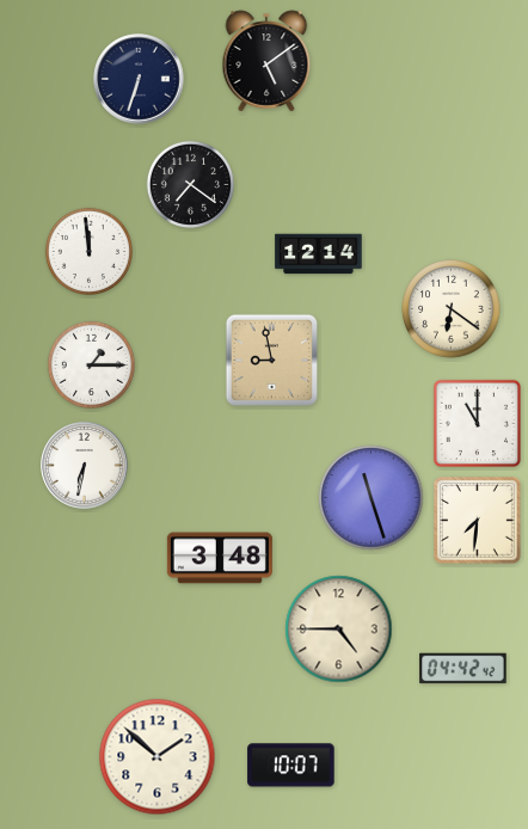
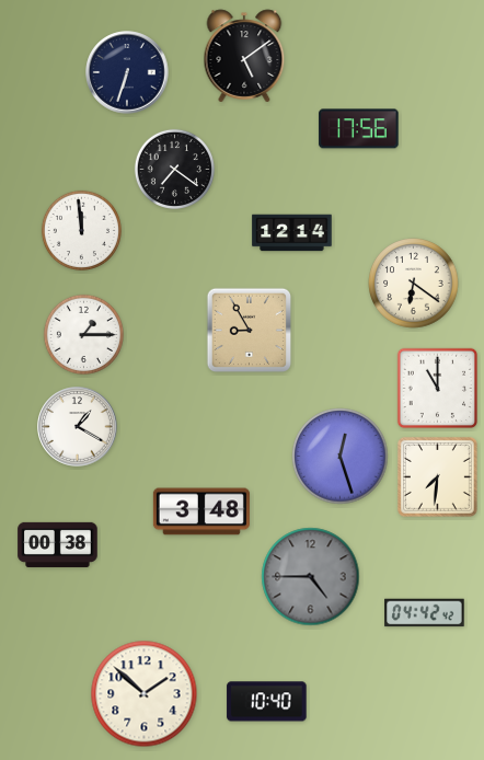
clock at (359, 129): none -> 17:56
clock at (271, 360): 8:58 -> 8:55
clock at (85, 466): 6:32 -> 1:20
clock at (372, 498): 11:27 -> 12:27
clock at (58, 544): none -> 00:38
clock at (339, 630) dial: cream -> grey
clock at (291, 766): 10:07 -> 10:40
